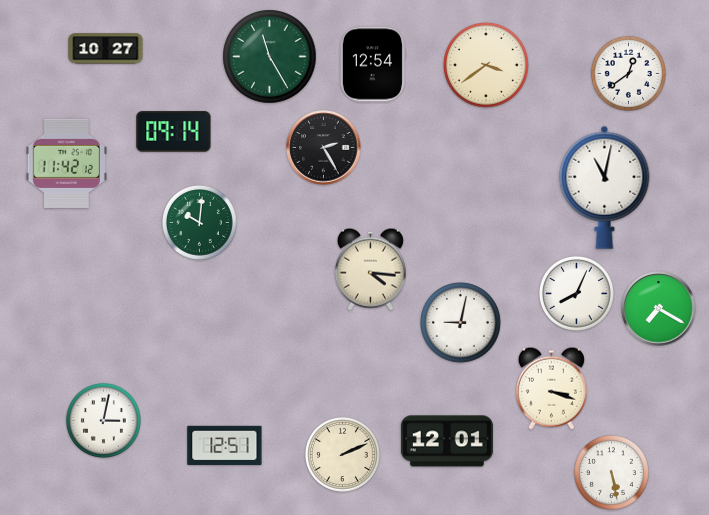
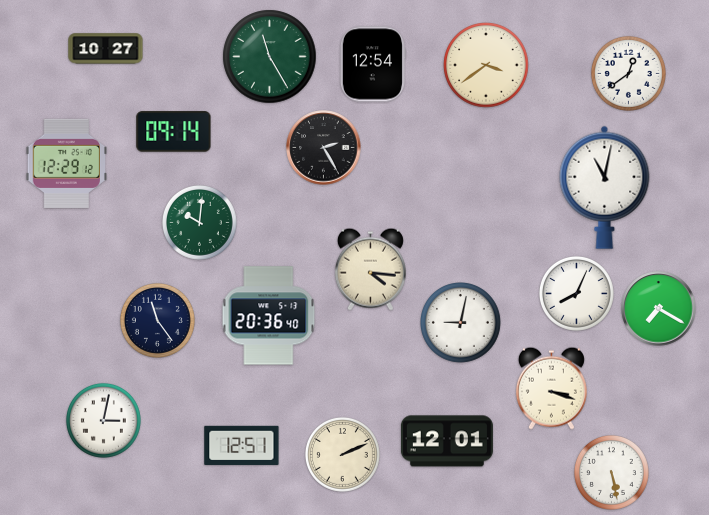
clock at (66, 163): 11:42 -> 12:29
clock at (269, 316): none -> 20:36
clock at (157, 320): none -> 11:24
clock at (225, 445) position: (225, 445) -> (242, 445)
